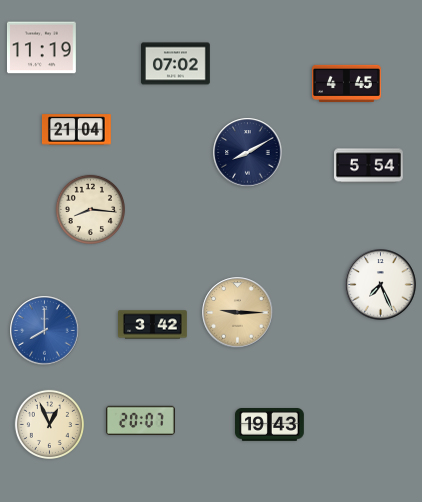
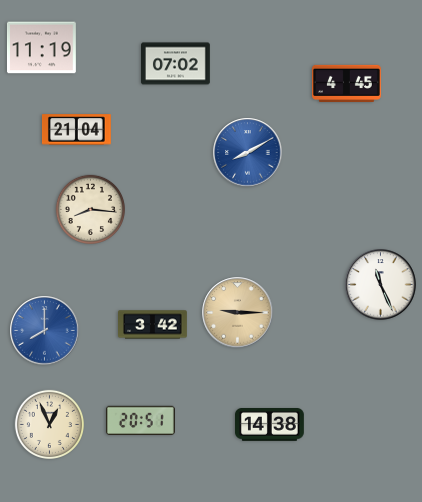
clock at (248, 153) dial: navy -> blue
clock at (369, 166): 5:54 -> none
clock at (381, 285): 7:26 -> 11:26
clock at (140, 421): 20:07 -> 20:51
clock at (270, 425): 19:43 -> 14:38
